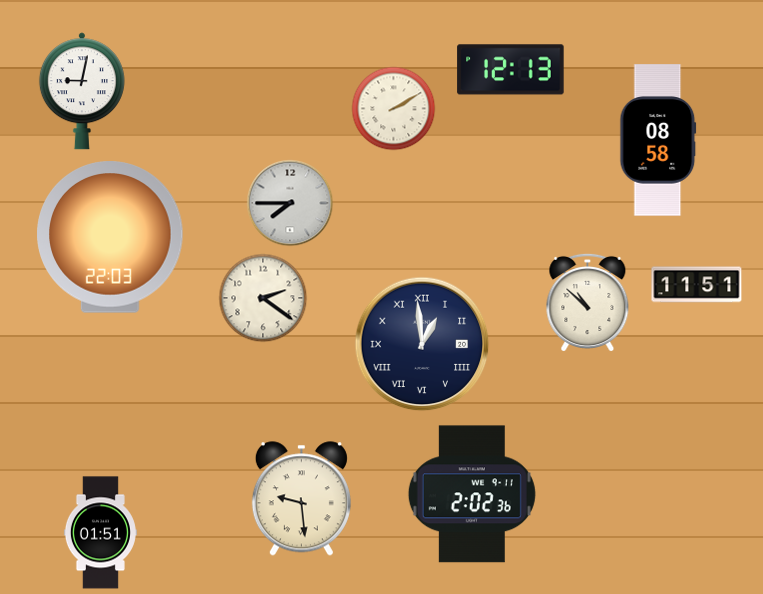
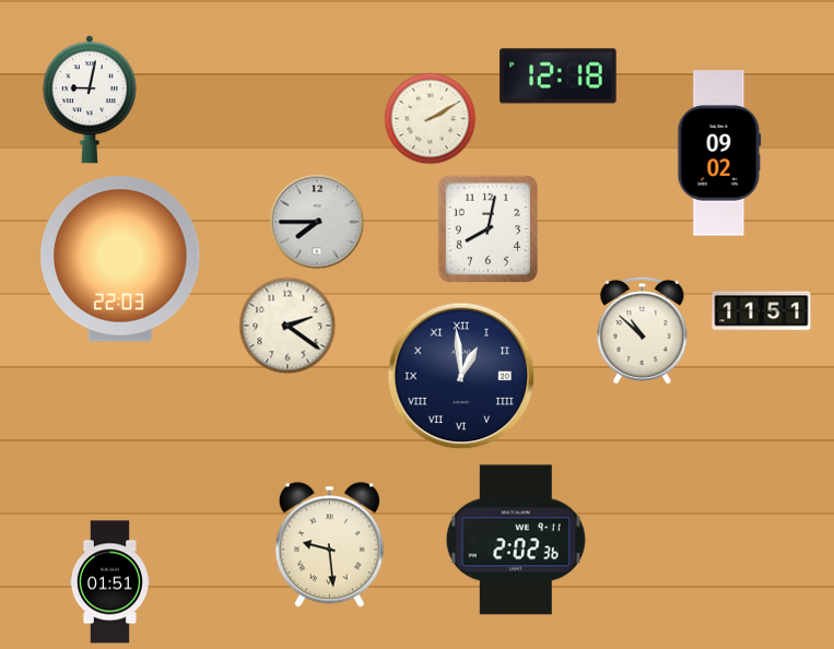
clock at (511, 70): 12:13 -> 12:18
clock at (658, 140): 08:58 -> 09:02
clock at (488, 228): none -> 8:02
